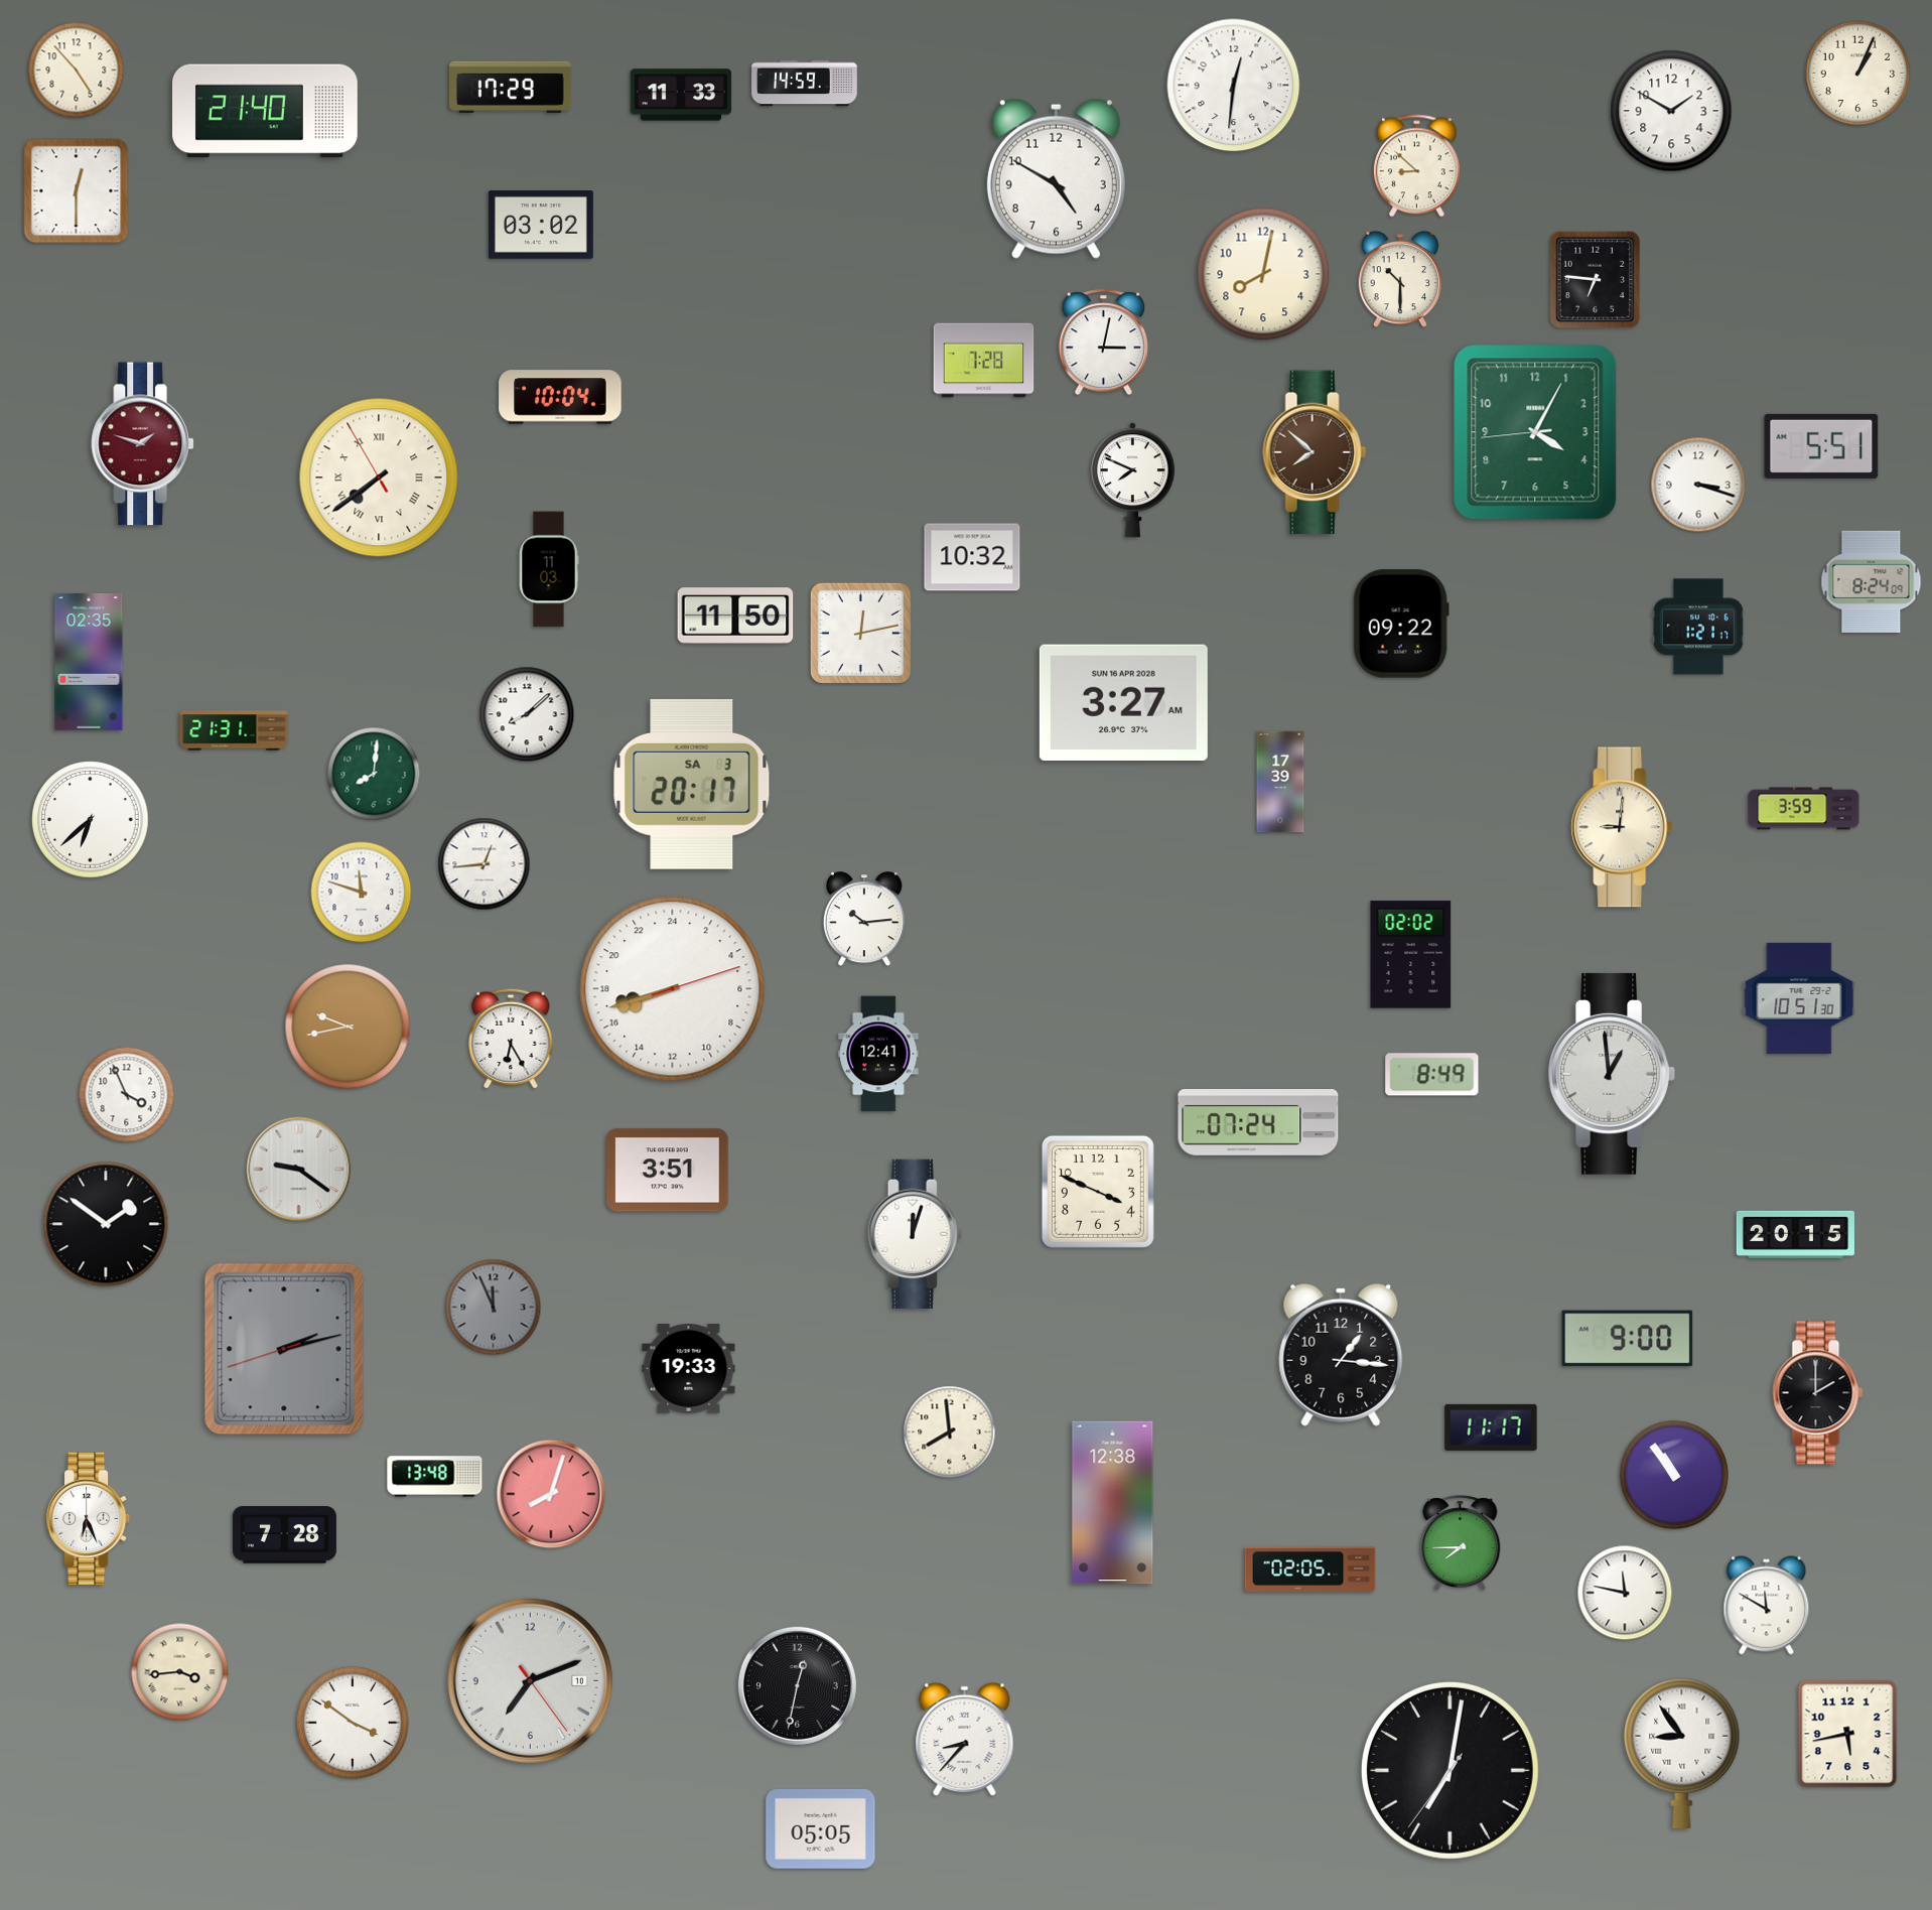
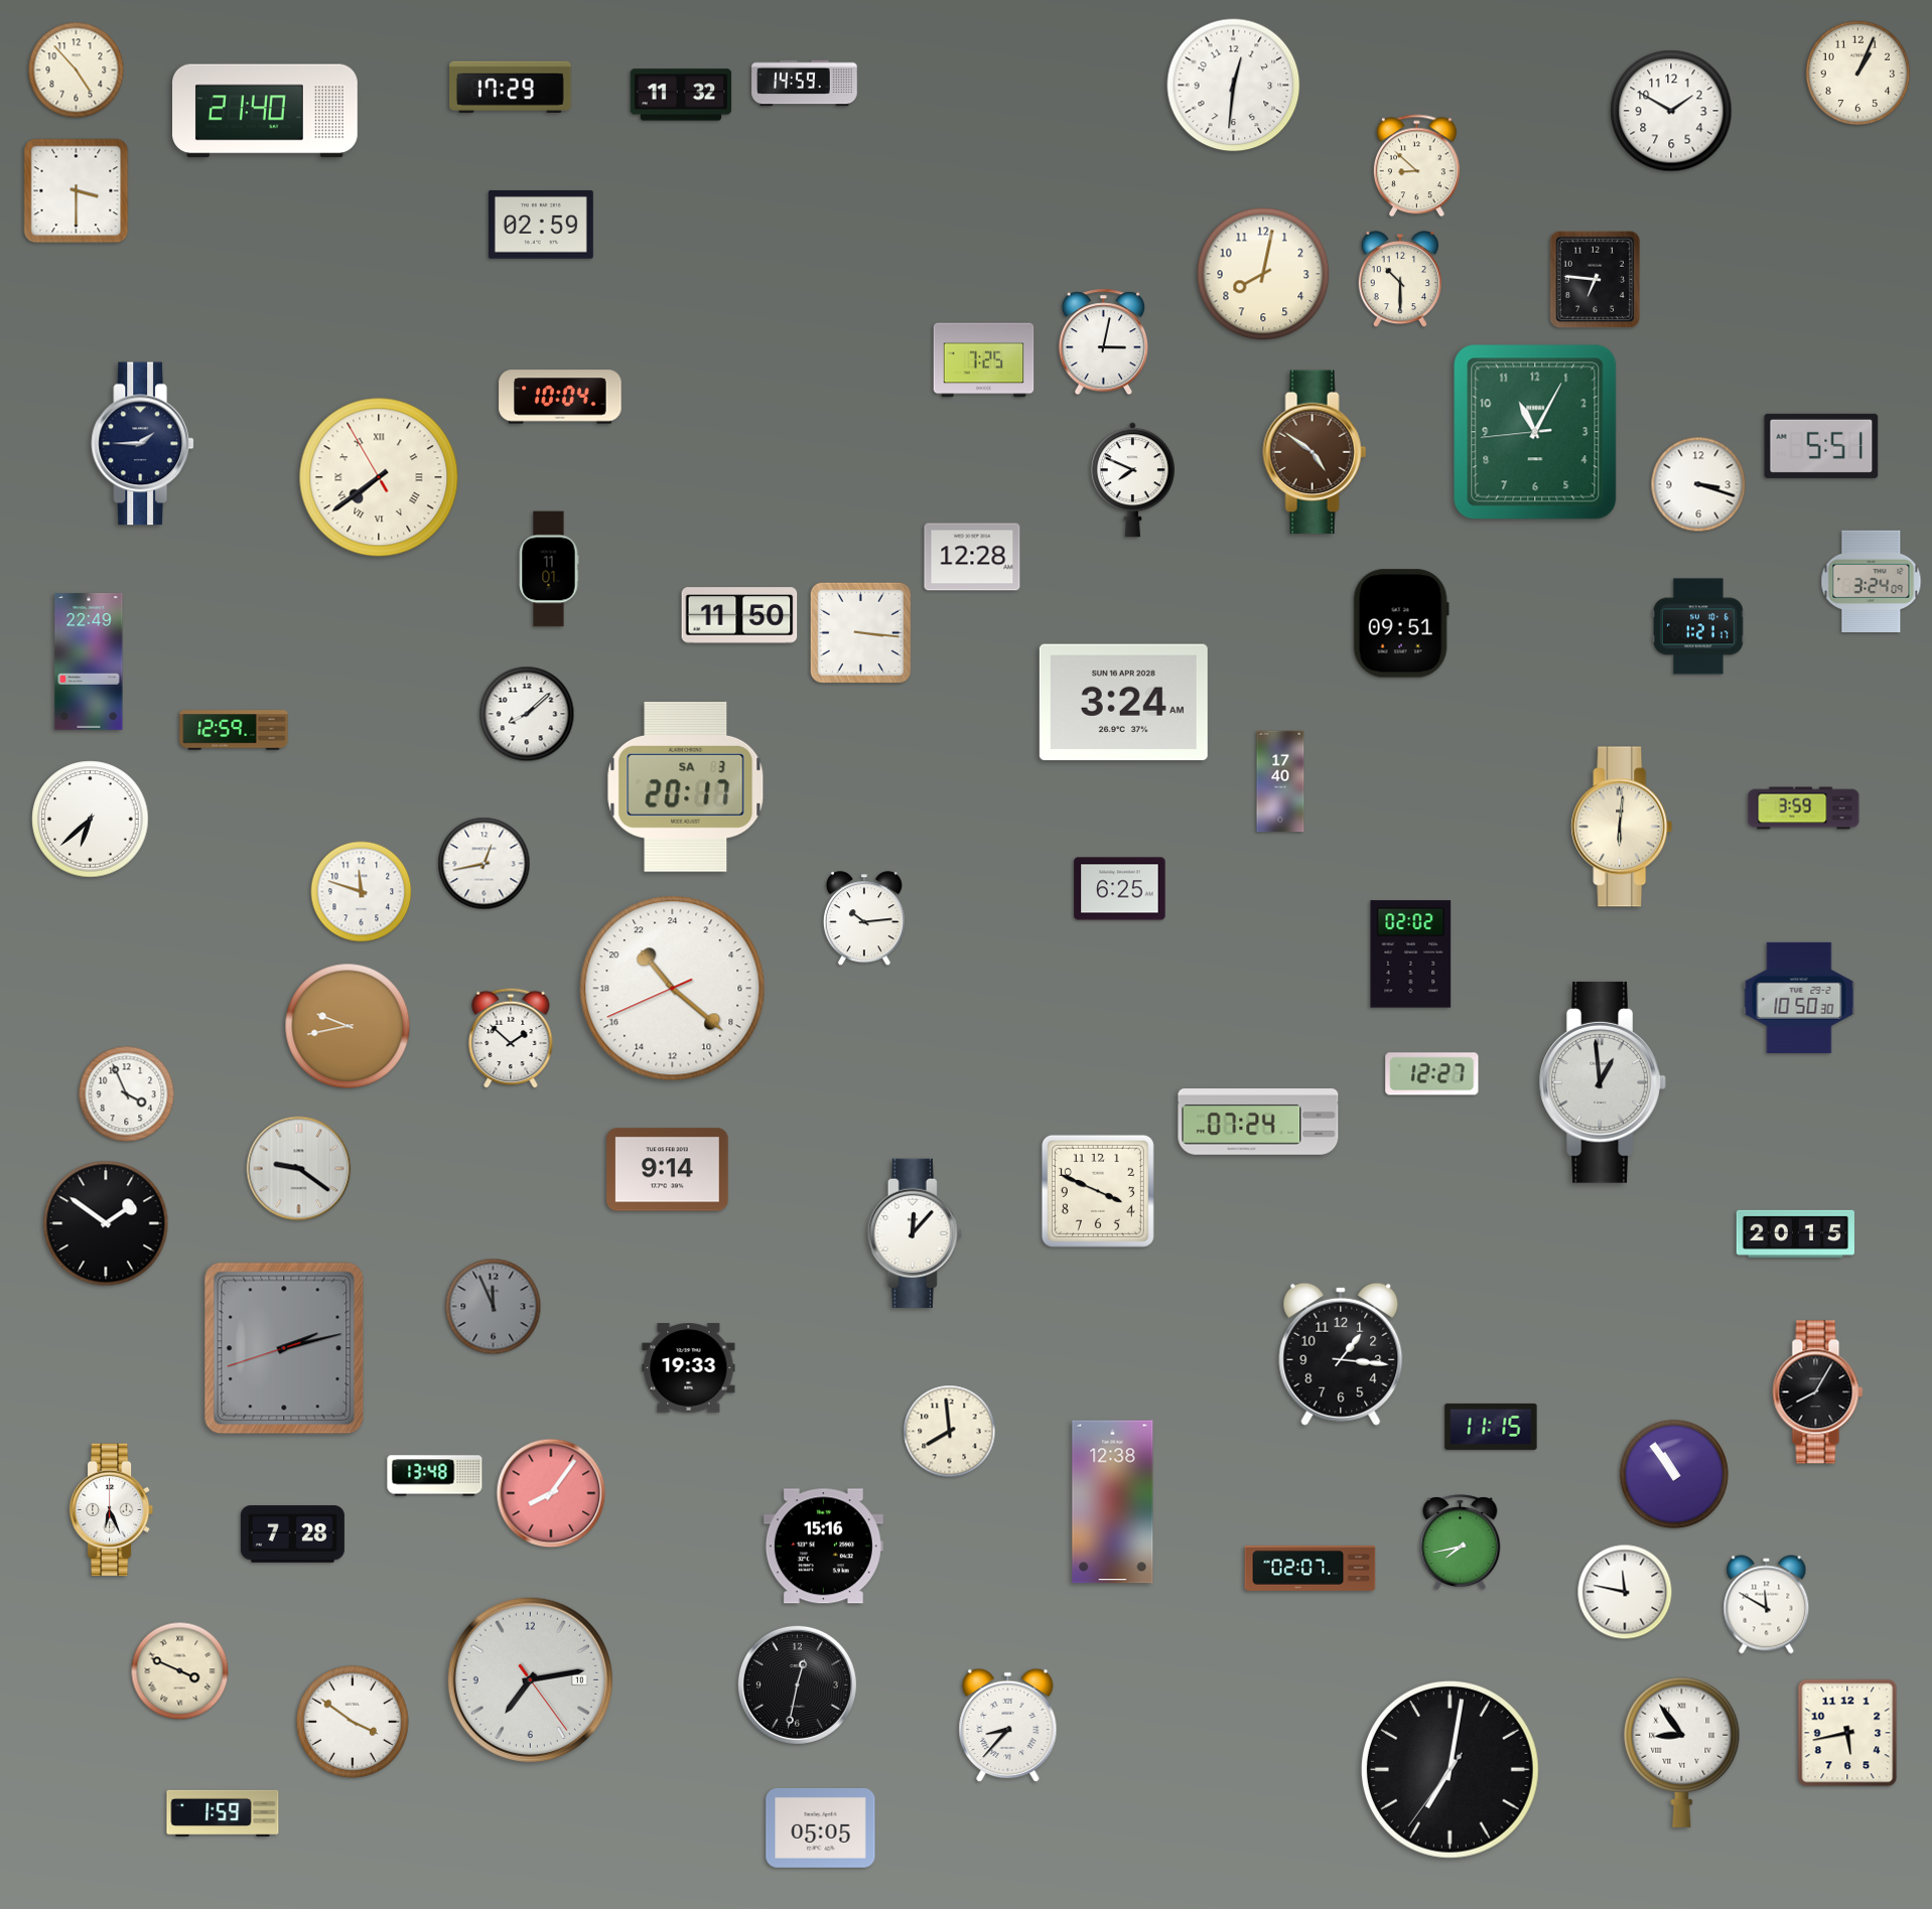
clock at (681, 95): 11:33 -> 11:32
clock at (1056, 178): 4:50 -> none
clock at (77, 191): 12:30 -> 3:30
clock at (541, 226): 03:02 -> 02:59
clock at (984, 361): 7:28 -> 7:25
clock at (1535, 432): 4:04 -> 11:04
clock at (143, 444): 1:48 -> 1:45
clock at (143, 444) dial: burgundy -> navy
clock at (1315, 452): 7:52 -> 4:51
clock at (972, 557): 10:32 -> 12:28
clock at (549, 569): 11:03 -> 11:01
clock at (1872, 581): 8:24 -> 3:24
clock at (735, 616) position: (735, 616) -> (739, 615)
clock at (1401, 624): 09:22 -> 09:51
clock at (860, 633): 12:13 -> 3:16
clock at (89, 662): 02:35 -> 22:49
clock at (1123, 703): 3:27 -> 3:24
clock at (234, 730): 21:31 -> 12:59
clock at (374, 774): 8:01 -> none
clock at (1280, 782): 17:39 -> 17:40
clock at (692, 784) position: (692, 784) -> (686, 786)
clock at (1622, 827): 9:01 -> 6:01
clock at (485, 864): 12:44 -> 12:43
clock at (1120, 889): none -> 6:25
clock at (673, 989): 16:42 -> 21:21
clock at (1799, 998): 10:51 -> 10:50
clock at (511, 1039): 6:25 -> 1:52
clock at (878, 1054): 12:41 -> none
clock at (1612, 1074) position: (1612, 1074) -> (1603, 1082)
clock at (1432, 1075): 8:49 -> 12:27
clock at (668, 1171): 3:51 -> 9:14
clock at (915, 1234): 12:03 -> 12:07
clock at (1628, 1339): 9:00 -> none
clock at (1818, 1393): 2:00 -> 8:05
clock at (1491, 1427): 11:17 -> 11:15
clock at (551, 1494): 8:03 -> 8:06
clock at (89, 1519) position: (89, 1519) -> (112, 1510)
clock at (284, 1535) position: (284, 1535) -> (292, 1534)
clock at (1461, 1543): 7:45 -> 7:43
clock at (823, 1547): none -> 15:16
clock at (1310, 1568): 02:05 -> 02:07
clock at (180, 1672): 3:44 -> 3:49
clock at (530, 1680): 7:11 -> 7:13
clock at (965, 1740) position: (965, 1740) -> (1008, 1726)
clock at (223, 1812): none -> 1:59
